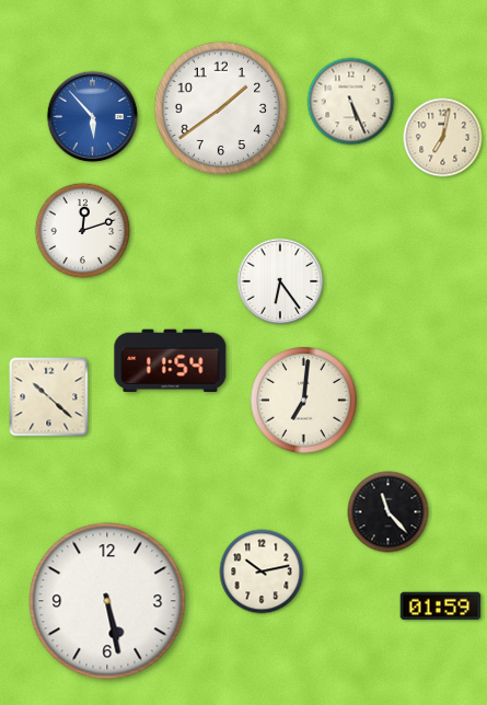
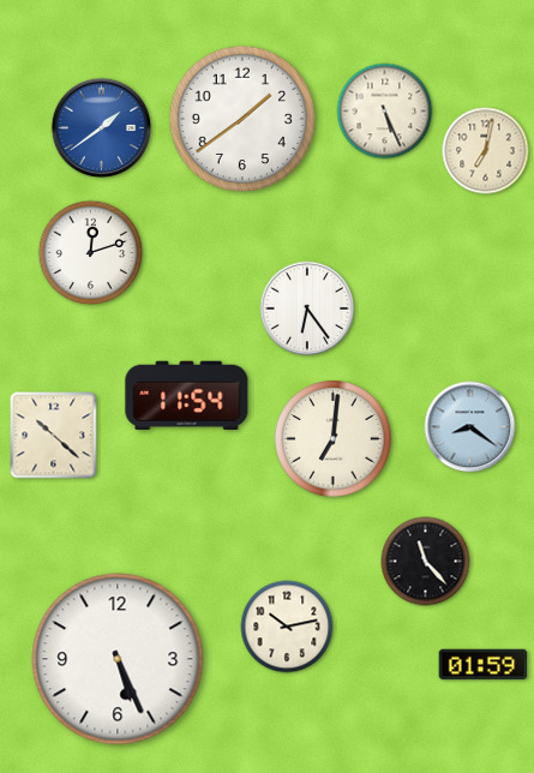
clock at (93, 117): 5:53 -> 1:39
clock at (470, 427): none -> 8:21
clock at (107, 601): 5:28 -> 5:26
